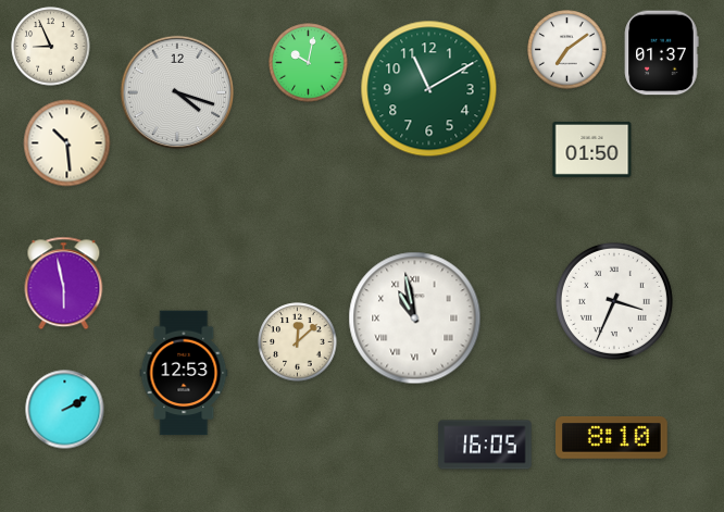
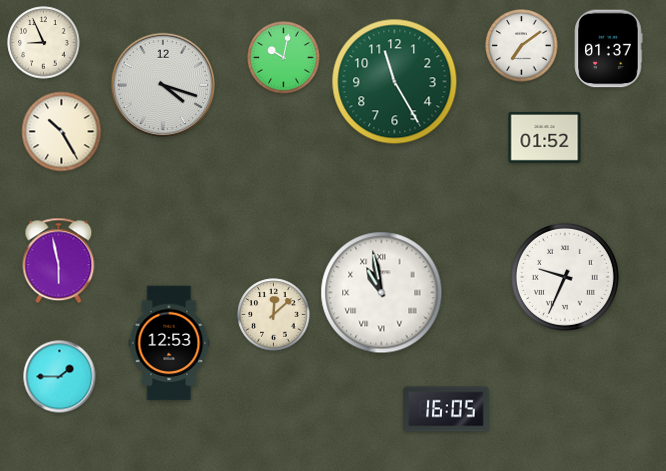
clock at (51, 47) position: (51, 47) -> (44, 43)
clock at (429, 89): 11:10 -> 11:25
clock at (67, 143): 10:29 -> 10:25
clock at (592, 149): 01:50 -> 01:52
clock at (614, 301): 3:34 -> 9:34
clock at (65, 410): 2:10 -> 1:45
clock at (612, 438): 8:10 -> none
